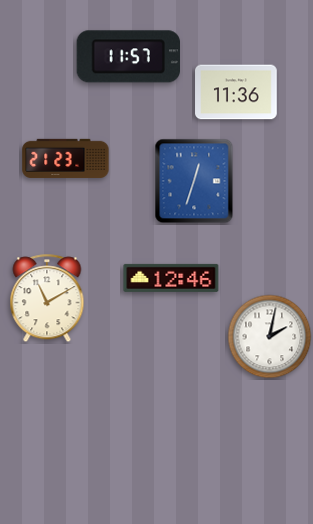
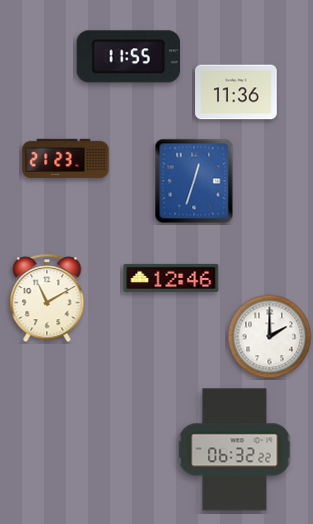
clock at (128, 57): 11:57 -> 11:55
clock at (270, 337): 2:02 -> 2:00
clock at (235, 450): none -> 06:32
